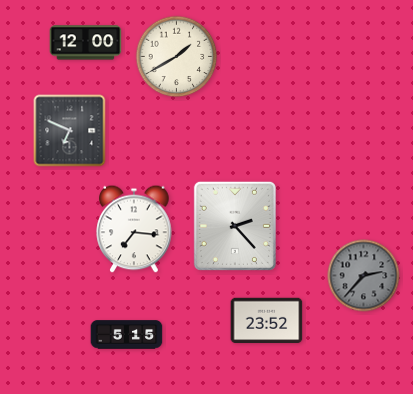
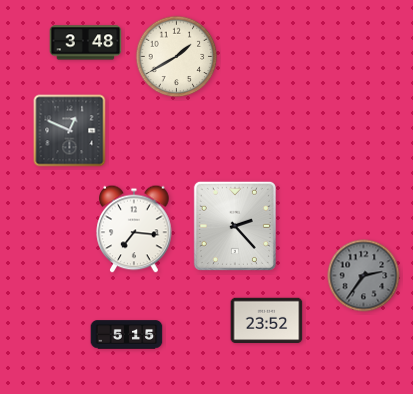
clock at (86, 43): 12:00 -> 3:48
clock at (70, 131): 6:49 -> 12:49
clock at (364, 276): 2:37 -> 2:36
